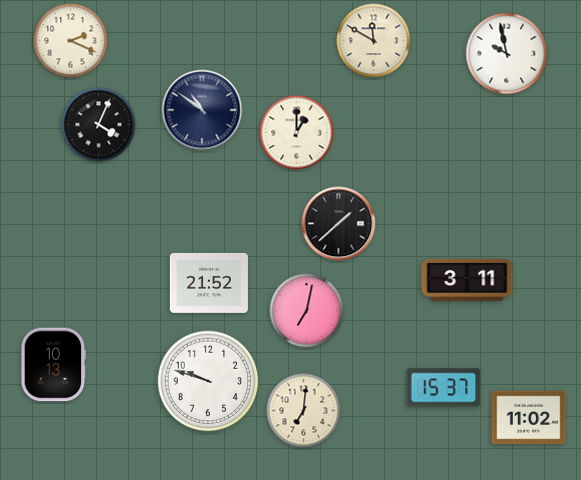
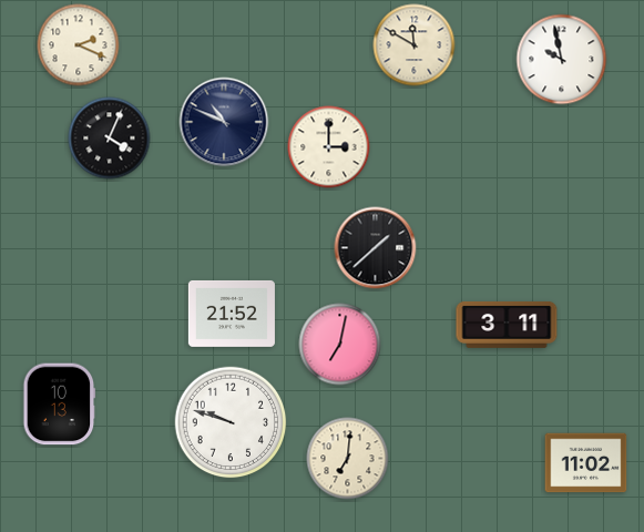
clock at (202, 110): 10:51 -> 10:49
clock at (297, 133): 1:00 -> 3:00
clock at (467, 280) position: (467, 280) -> (507, 325)
clock at (444, 388): 15:37 -> none
clock at (304, 411) position: (304, 411) -> (348, 459)
